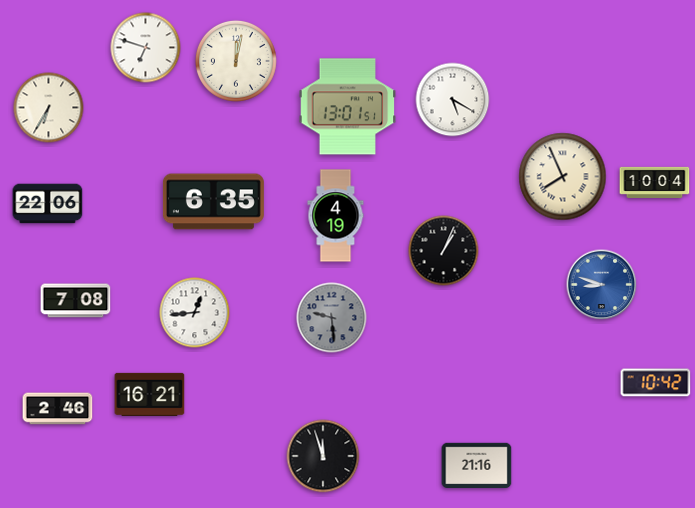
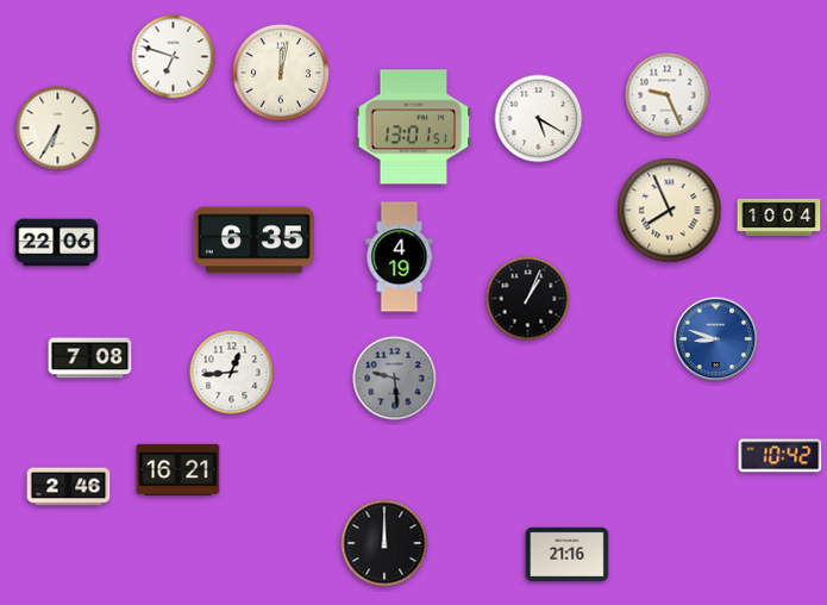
clock at (668, 95): none -> 9:26
clock at (323, 456): 11:57 -> 12:00
